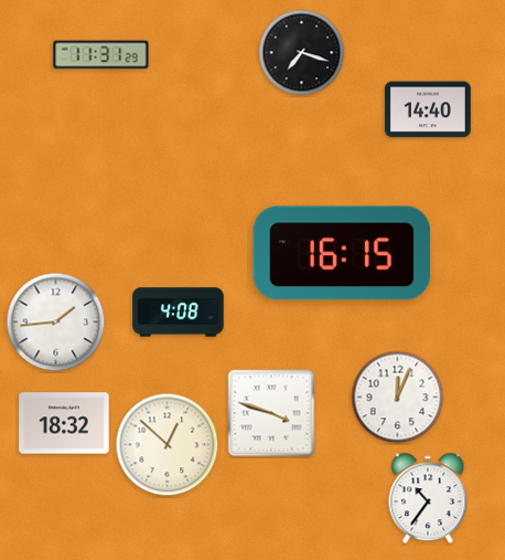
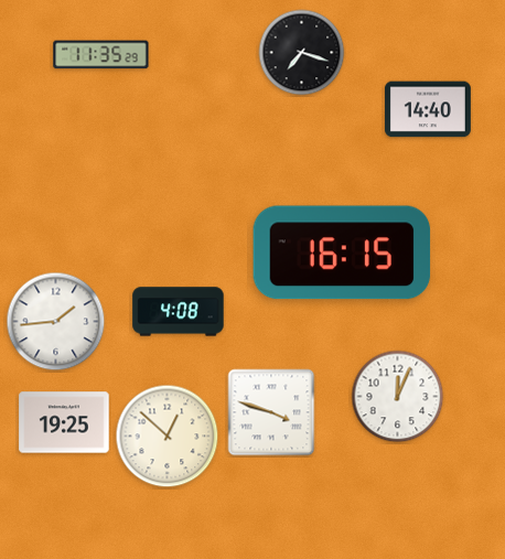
clock at (101, 55): 11:31 -> 11:35
clock at (64, 423): 18:32 -> 19:25
clock at (168, 445) position: (168, 445) -> (168, 437)
clock at (428, 498): 10:36 -> none
